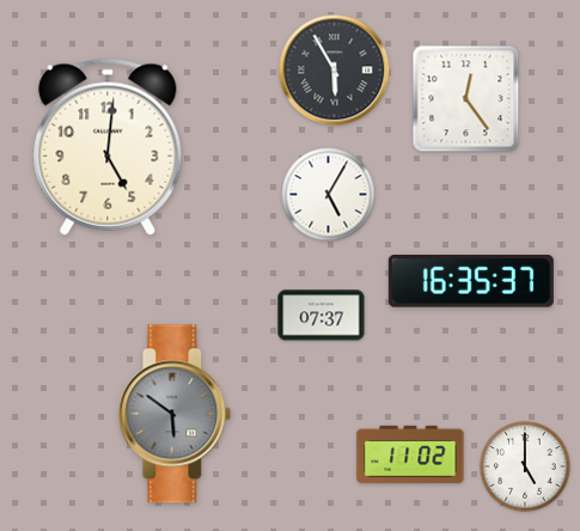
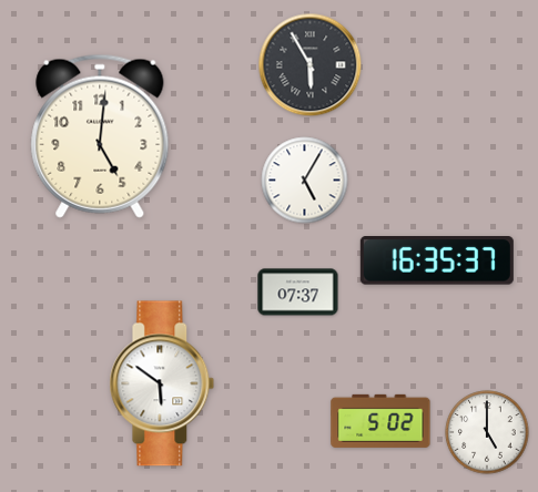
clock at (466, 99): 12:24 -> none
clock at (175, 414) dial: grey -> white
clock at (410, 454): 11:02 -> 5:02
